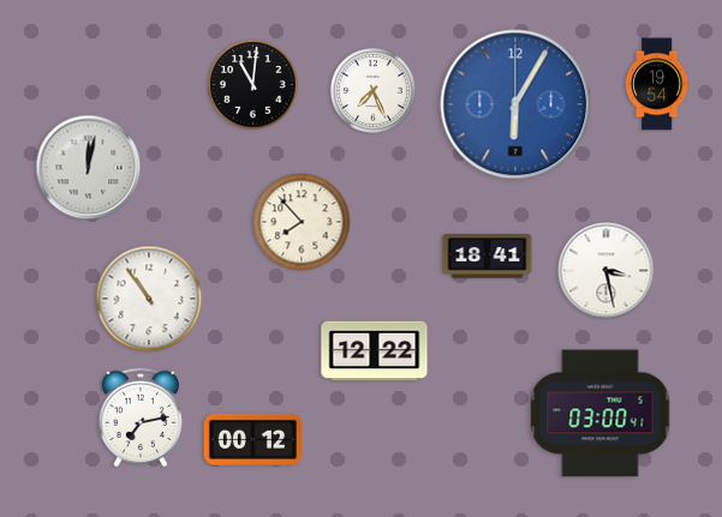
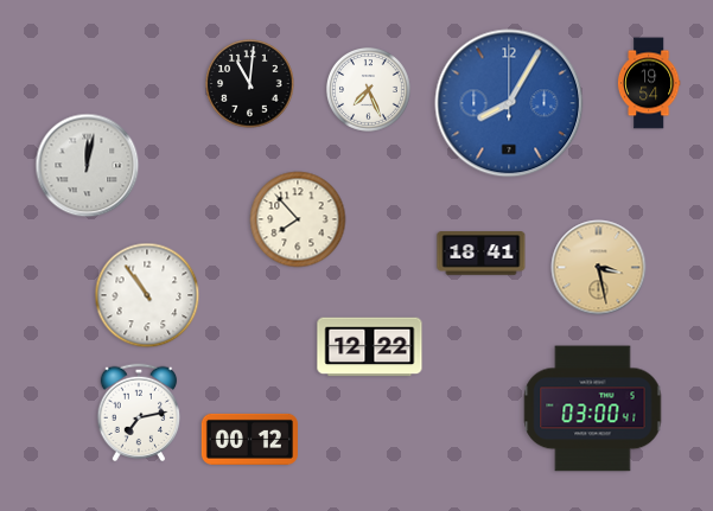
clock at (515, 104): 6:05 -> 8:05
clock at (607, 271) dial: white -> champagne
clock at (252, 439) position: (252, 439) -> (249, 439)
